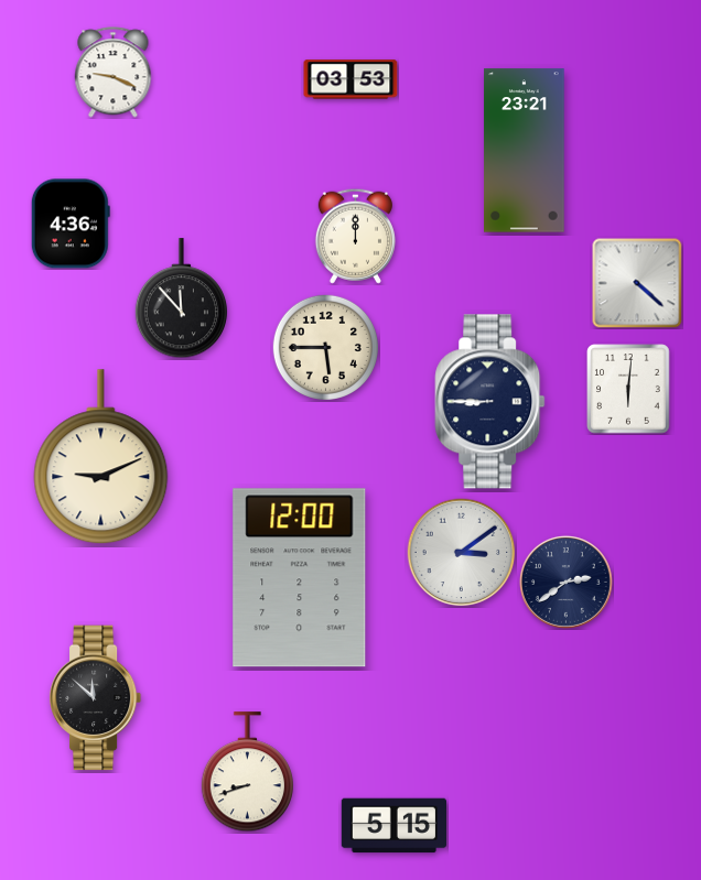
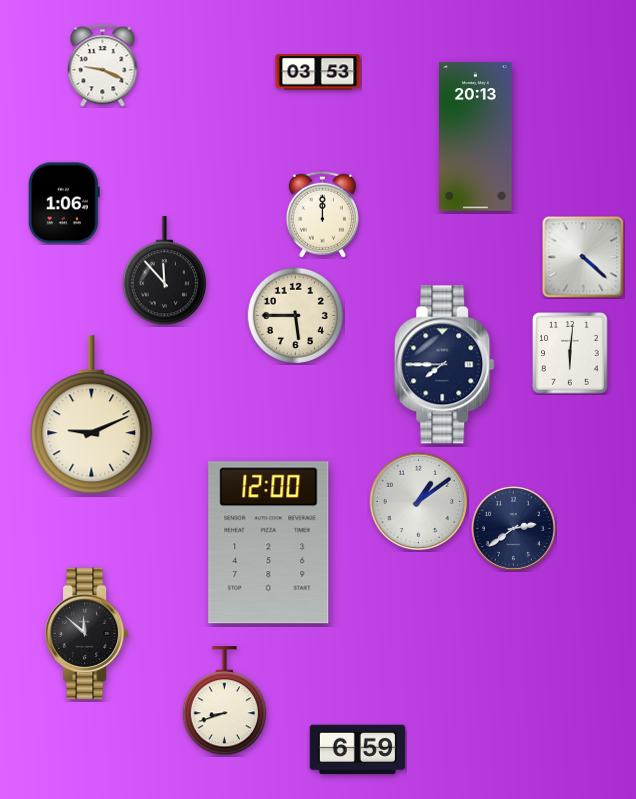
clock at (525, 151): 23:21 -> 20:13
clock at (71, 224): 4:36 -> 1:06
clock at (637, 283) position: (637, 283) -> (583, 257)
clock at (490, 402): 8:45 -> 7:45
clock at (462, 553): 3:09 -> 1:09
clock at (300, 578) position: (300, 578) -> (269, 543)
clock at (393, 826): 5:15 -> 6:59
